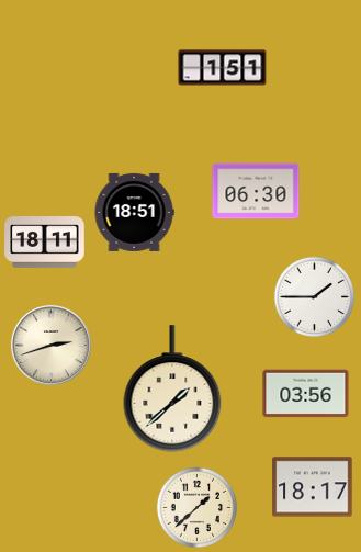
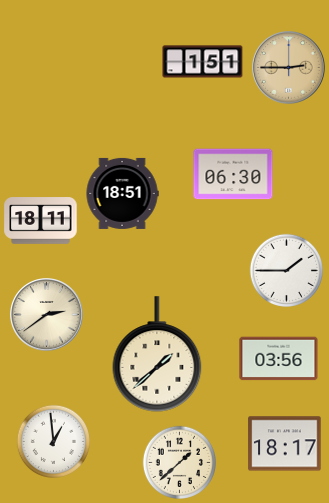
clock at (289, 68): none -> 2:45
clock at (52, 346): 2:42 -> 2:39
clock at (53, 441): none -> 12:59
